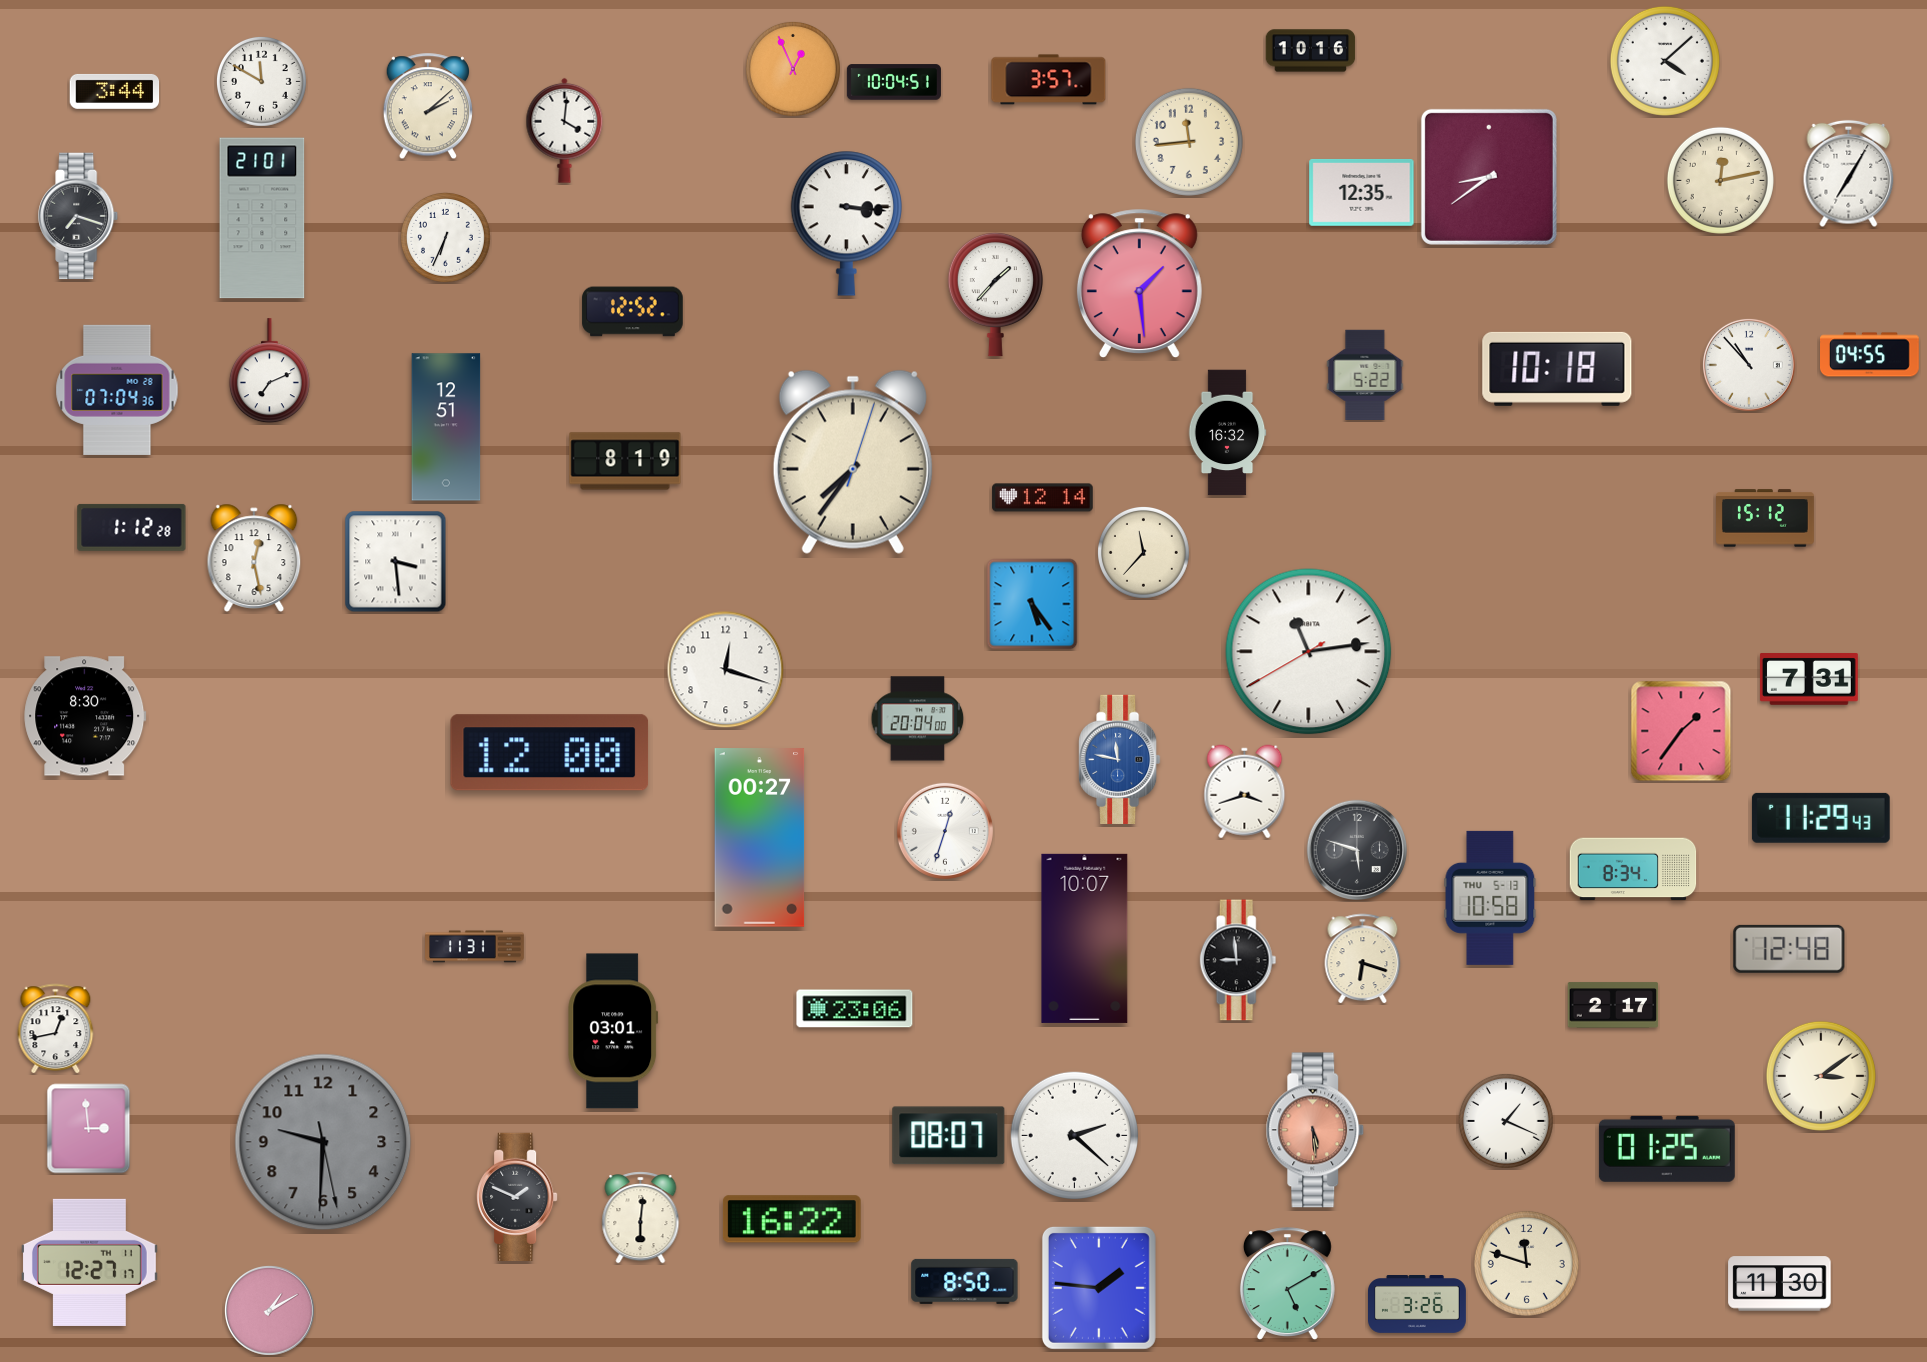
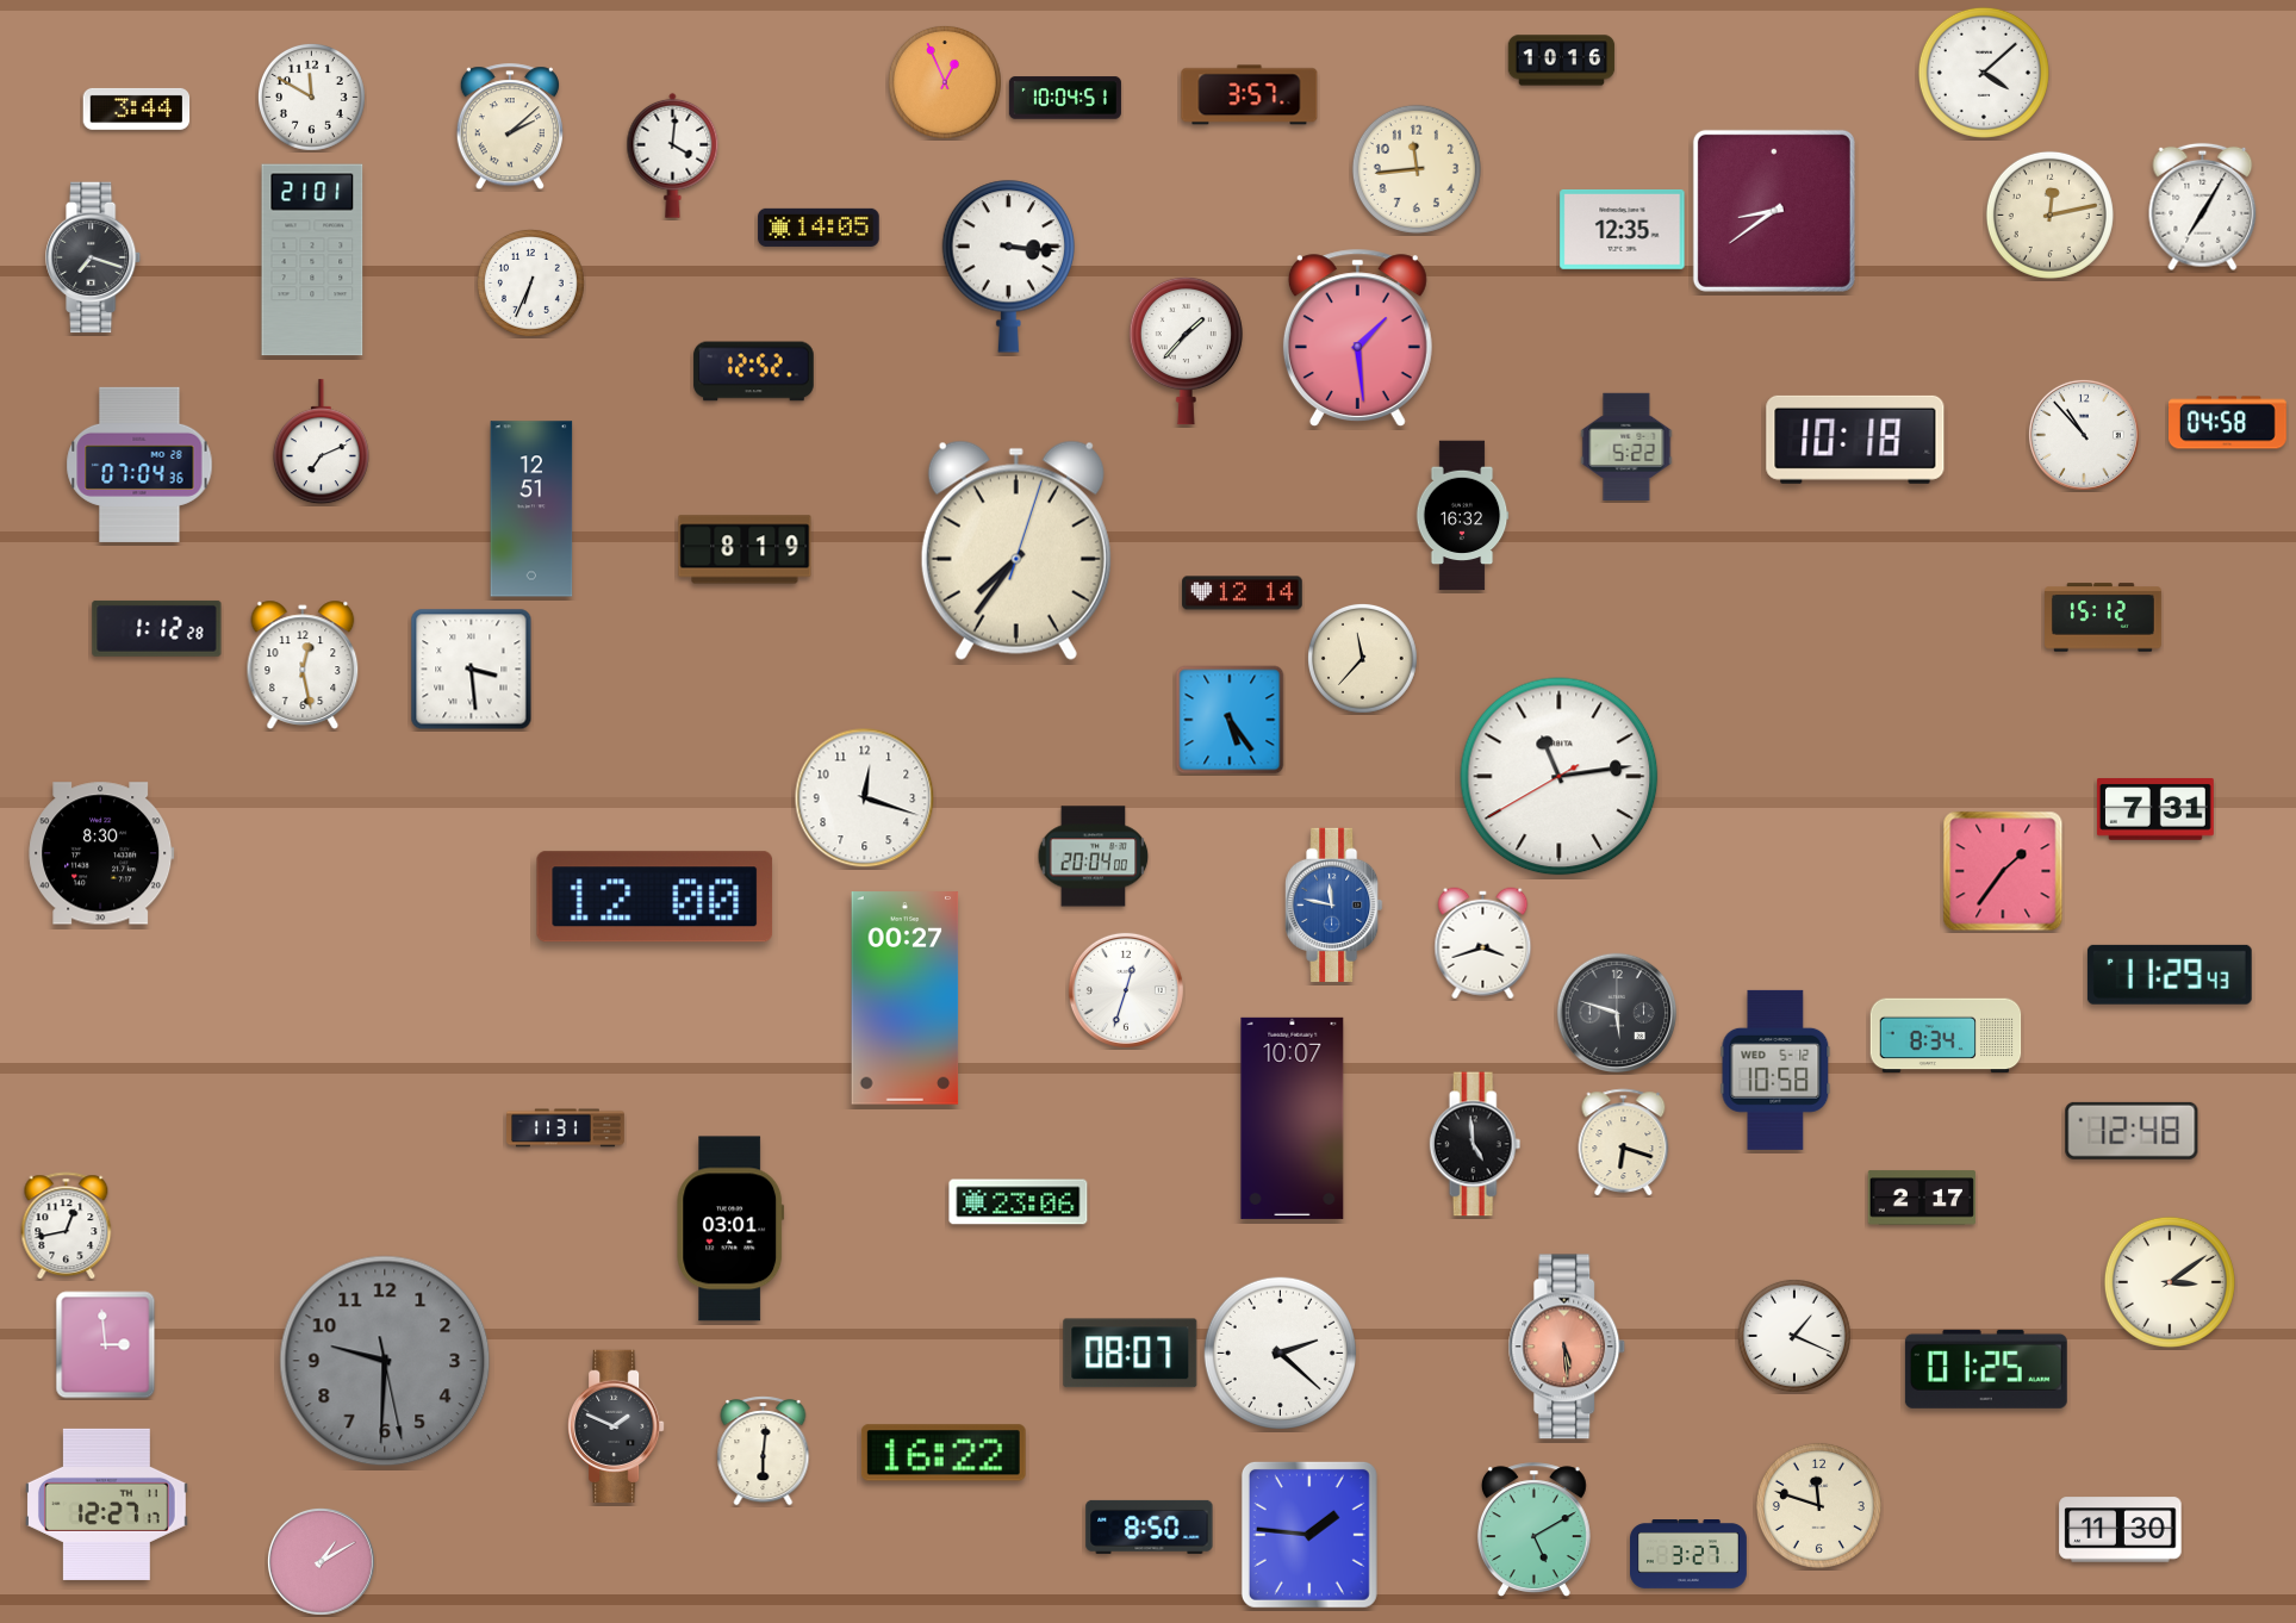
clock at (819, 228): none -> 14:05
clock at (1870, 355): 04:55 -> 04:58
clock at (1490, 898) date: THU 5-13 -> WED 5-12
clock at (1238, 960): 8:59 -> 4:59
clock at (1418, 1305): 3:26 -> 3:27
